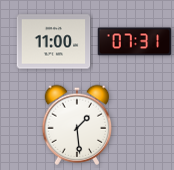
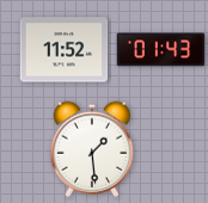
clock at (54, 42): 11:00 -> 11:52
clock at (135, 42): 07:31 -> 01:43
